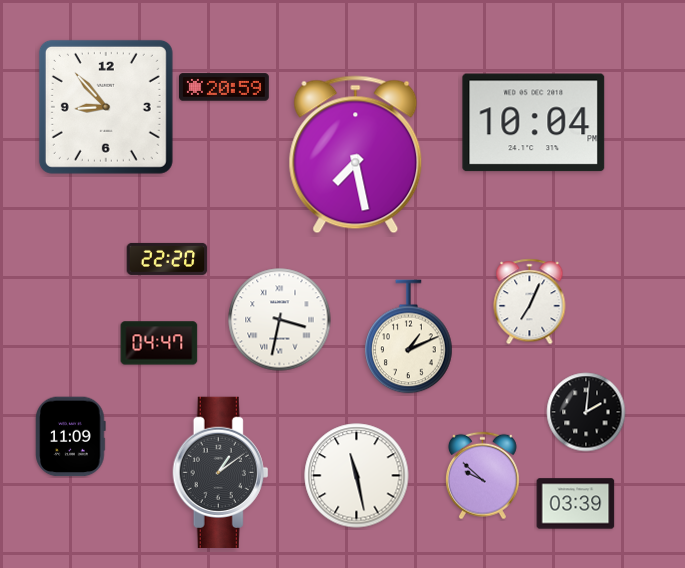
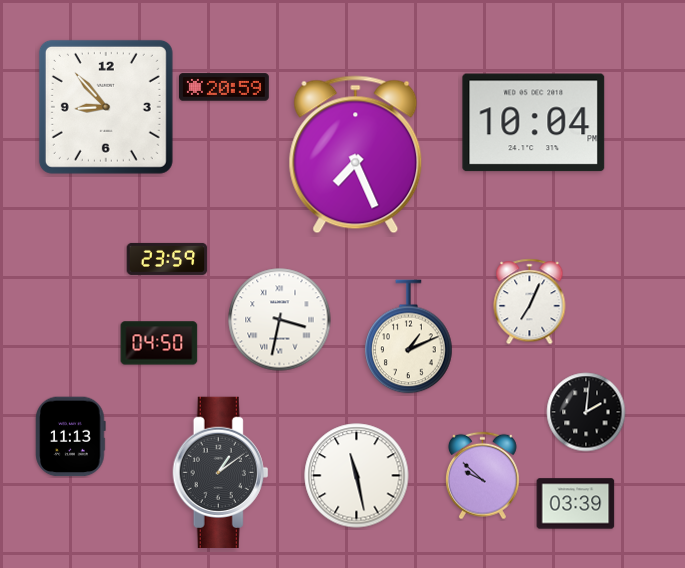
clock at (356, 155): 7:28 -> 7:26
clock at (167, 259): 22:20 -> 23:59
clock at (159, 343): 04:47 -> 04:50
clock at (71, 437): 11:09 -> 11:13
